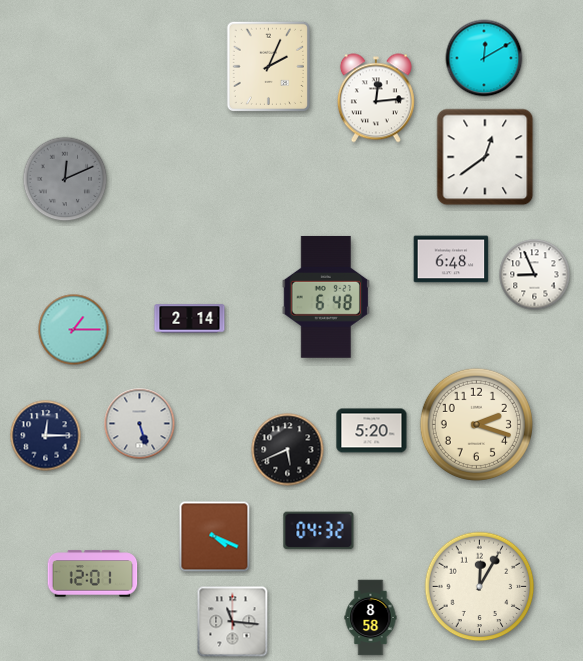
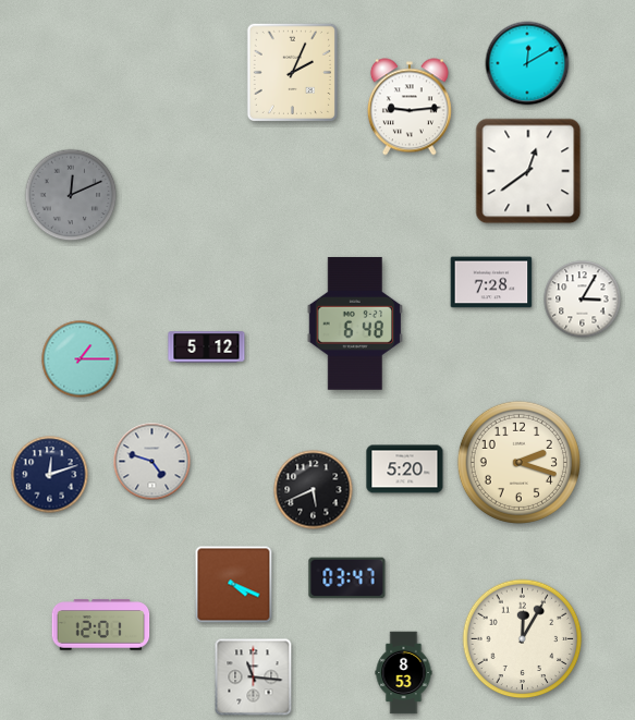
clock at (376, 98): 12:14 -> 9:14
clock at (451, 259): 6:48 -> 7:28
clock at (535, 275): 8:56 -> 3:05
clock at (190, 319): 2:14 -> 5:12
clock at (140, 424): 5:27 -> 4:48
clock at (46, 436): 12:15 -> 12:12
clock at (319, 531): 04:32 -> 03:47
clock at (371, 618): 8:58 -> 8:53
